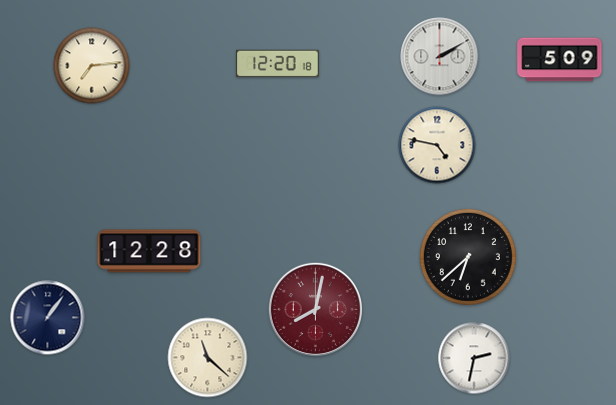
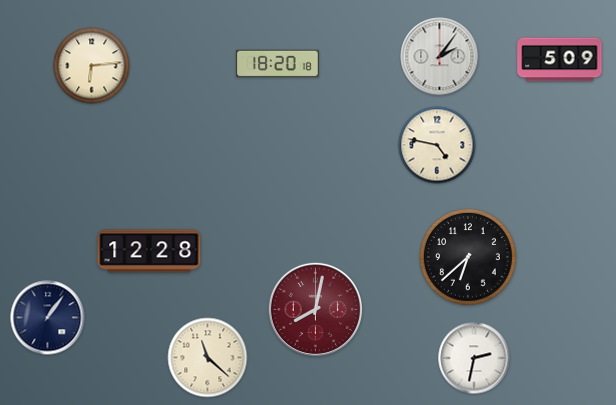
clock at (440, 57): 2:10 -> 2:06
clock at (278, 64): 12:20 -> 18:20
clock at (92, 66): 7:14 -> 6:14
